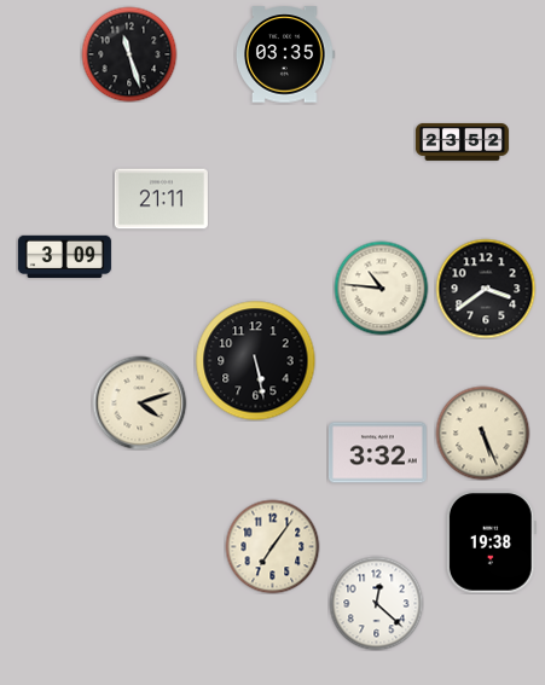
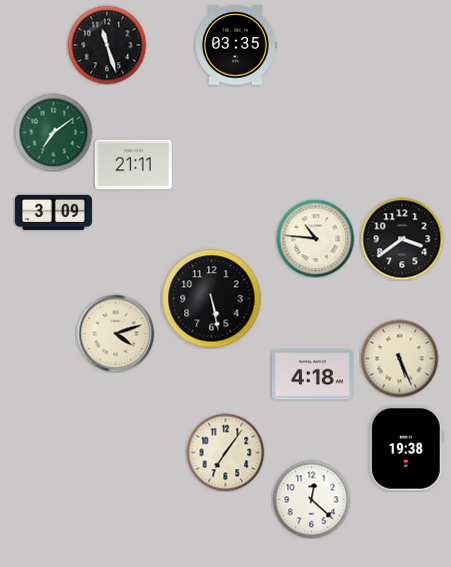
clock at (462, 141): 23:52 -> none
clock at (53, 132): none -> 7:09
clock at (377, 453): 3:32 -> 4:18
